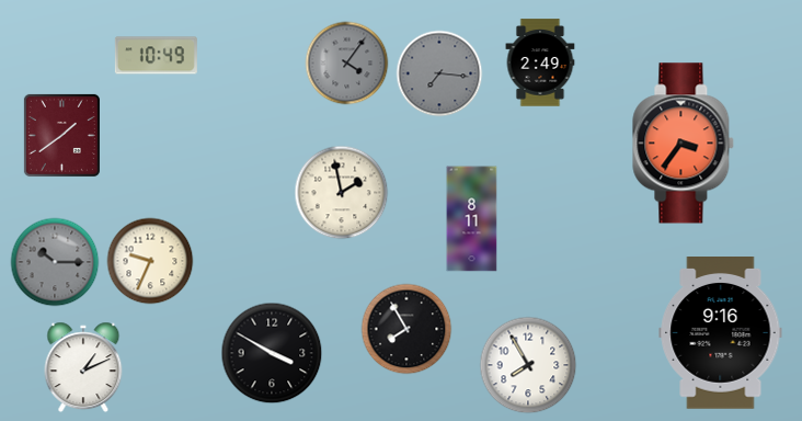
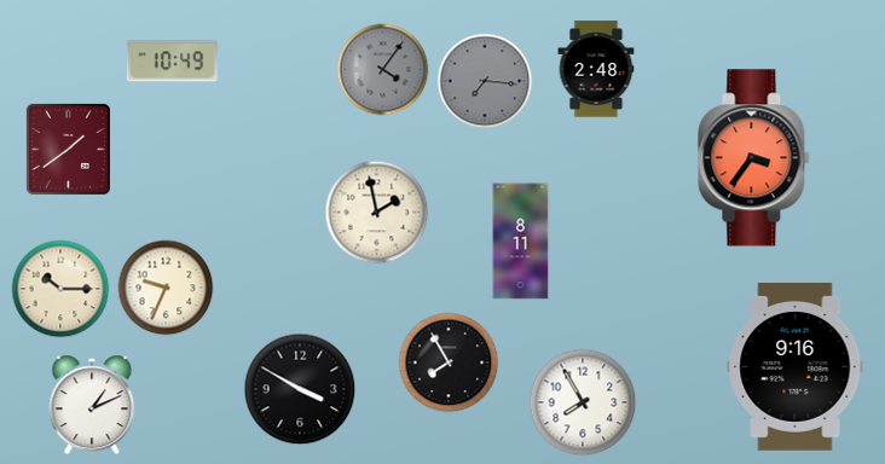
clock at (540, 62): 2:49 -> 2:48
clock at (55, 262) dial: grey -> cream
